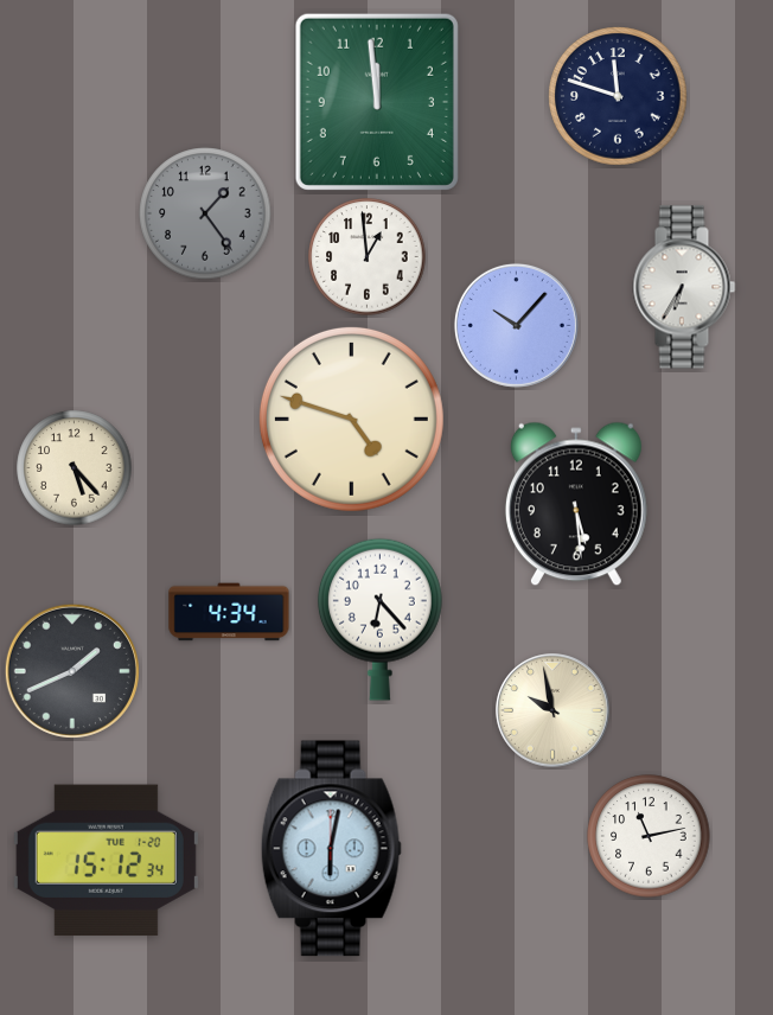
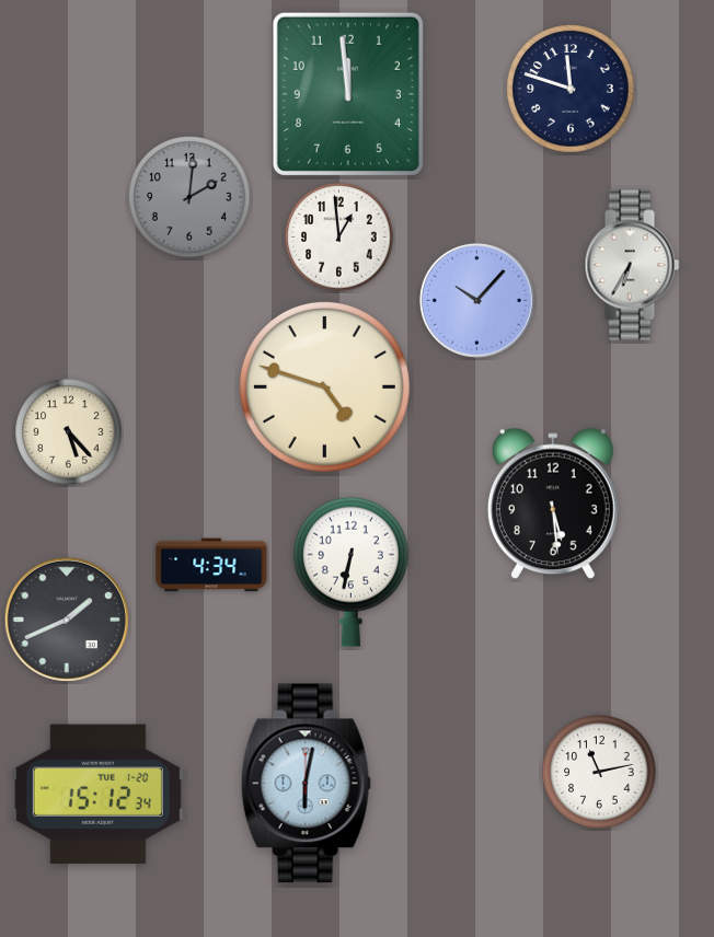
clock at (205, 213): 1:24 -> 2:01
clock at (576, 504) position: (576, 504) -> (553, 504)
clock at (379, 619): 6:23 -> 6:32
clock at (552, 710): 9:58 -> none
